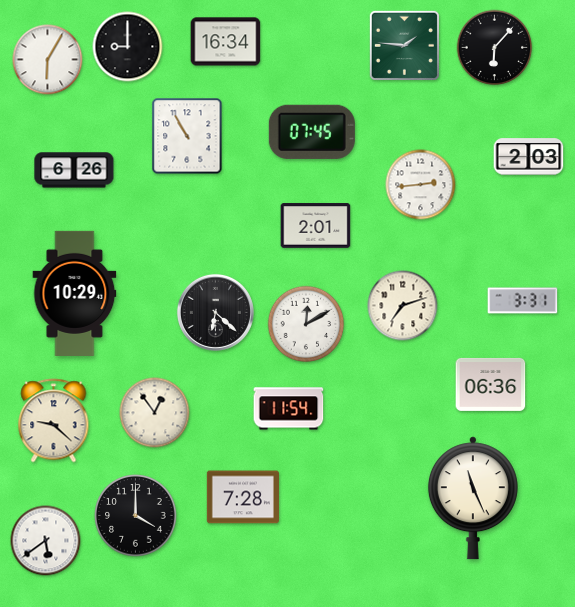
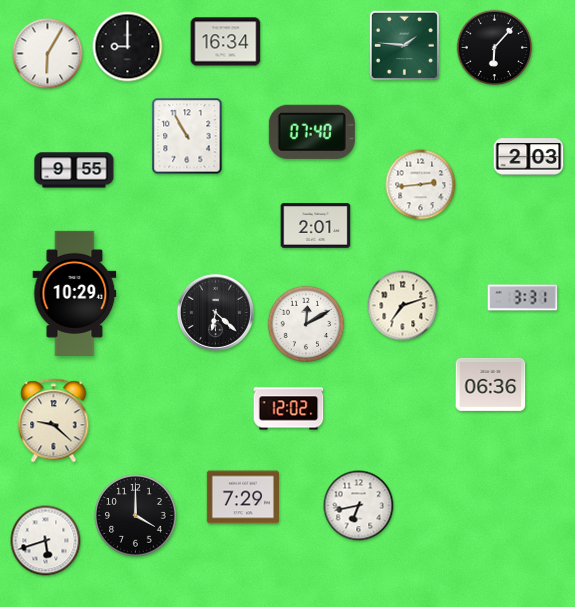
clock at (48, 60) position: (48, 60) -> (48, 54)
clock at (312, 132): 07:45 -> 07:40
clock at (74, 170): 6:26 -> 9:55
clock at (523, 301) position: (523, 301) -> (523, 298)
clock at (289, 409): 11:54 -> 12:02
clock at (155, 413): 12:54 -> none
clock at (243, 497): 7:28 -> 7:29
clock at (473, 498): 11:26 -> none
clock at (359, 506): none -> 6:43
clock at (46, 541): 5:39 -> 5:42
